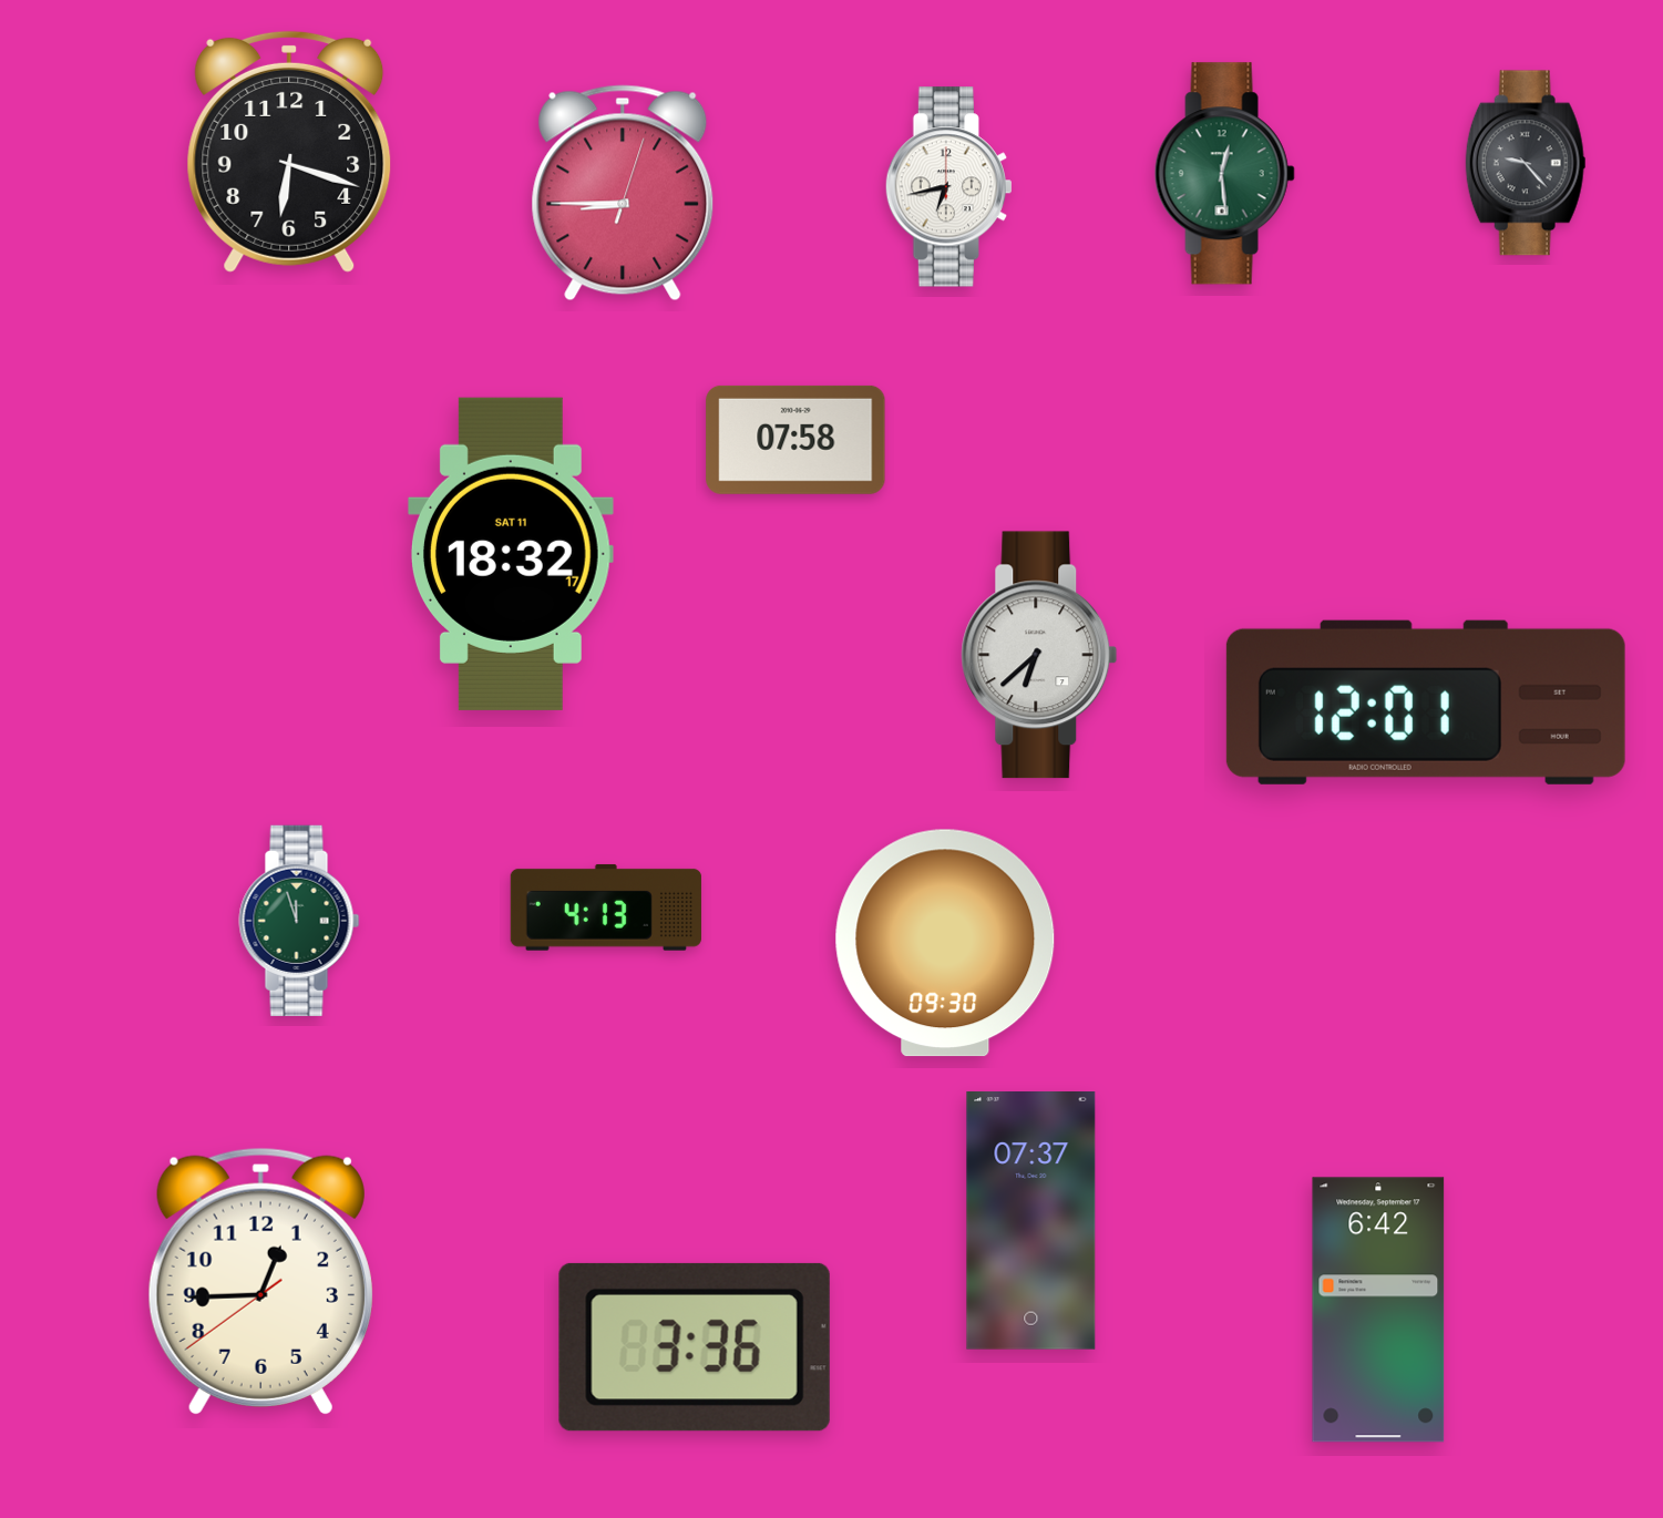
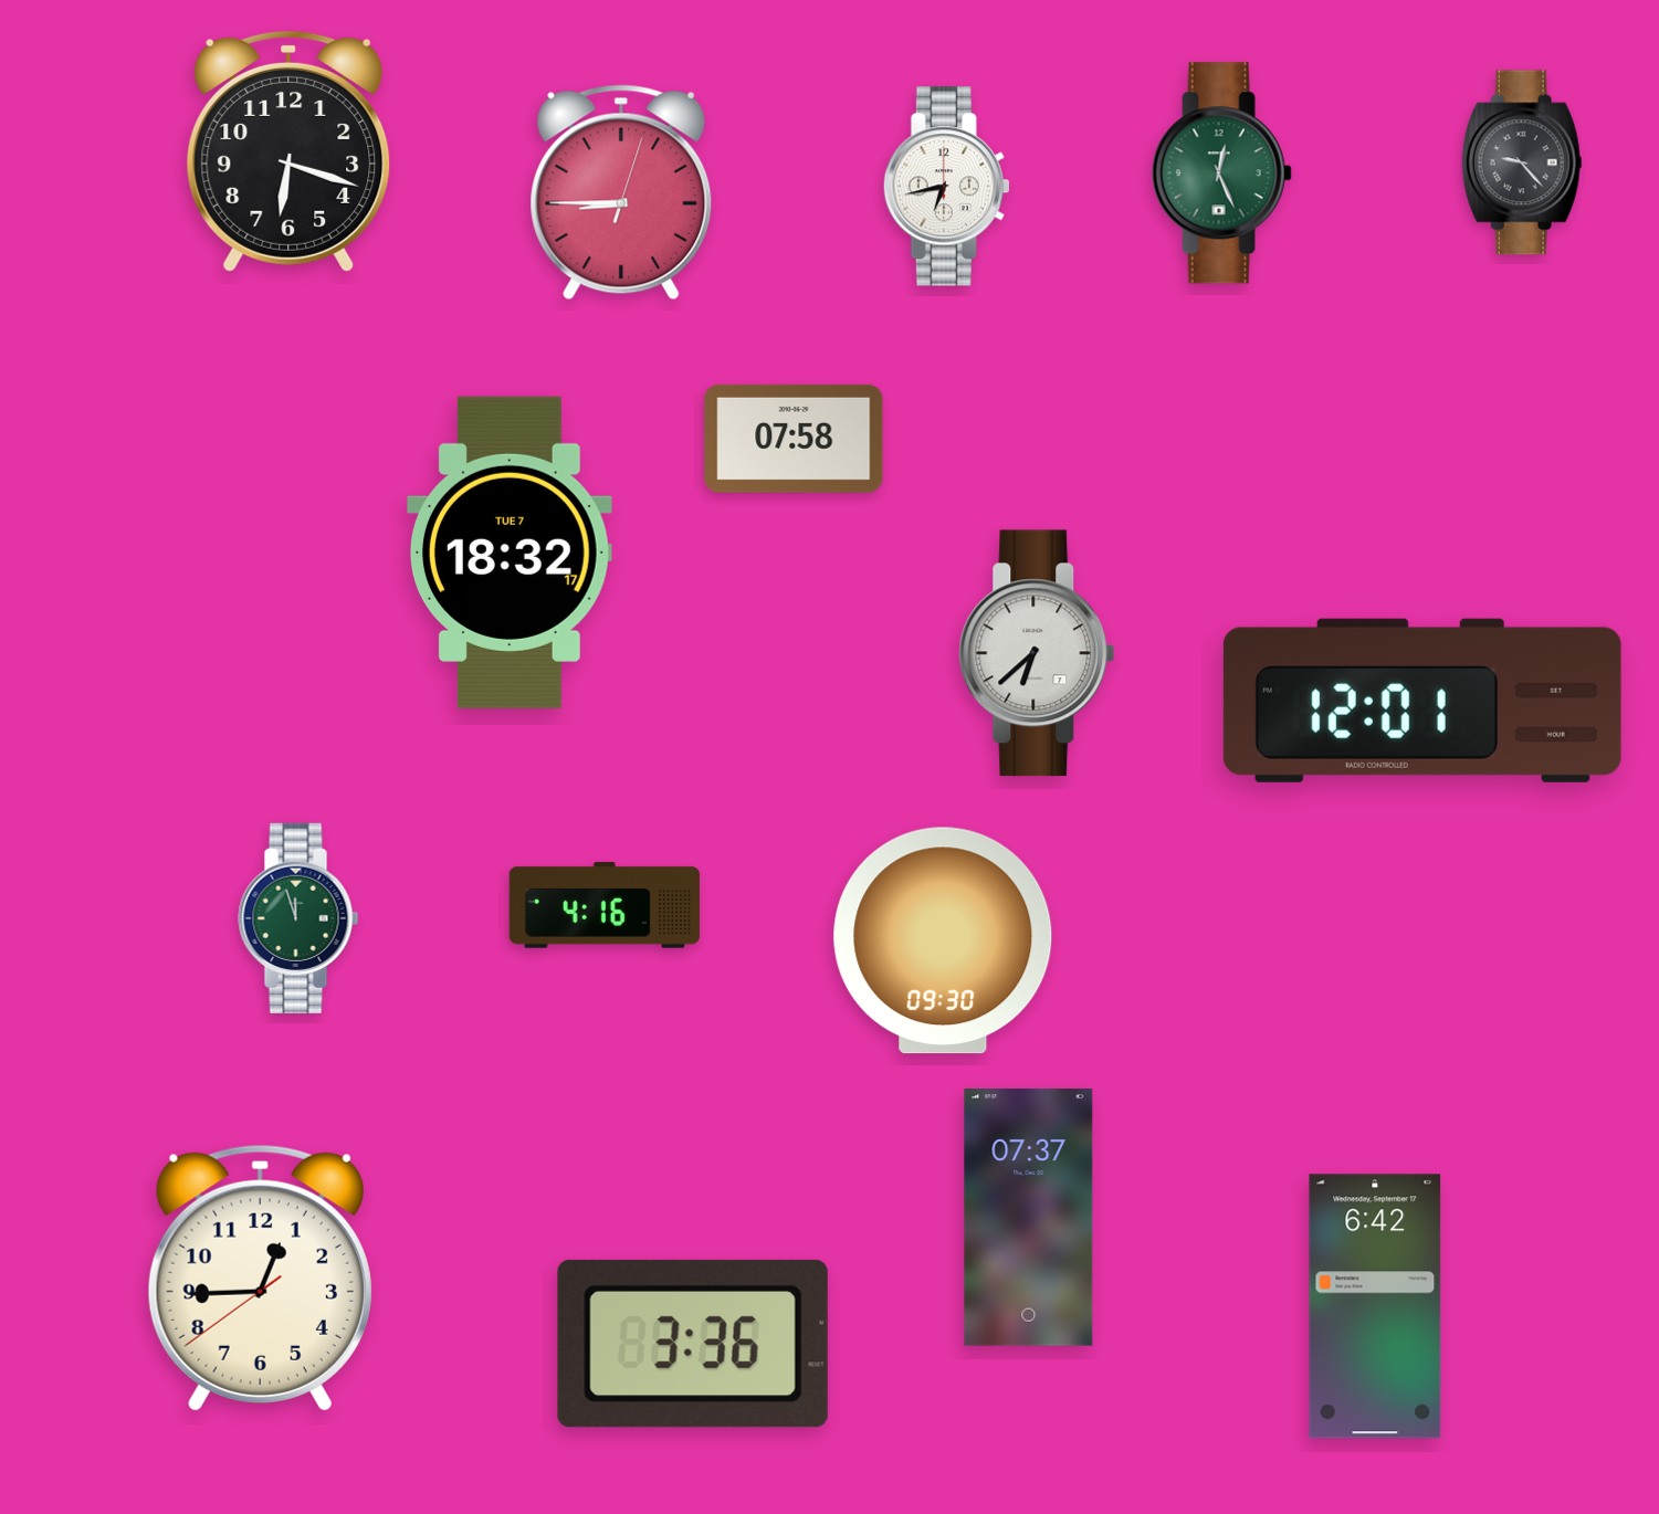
clock at (1224, 174): 12:29 -> 12:26
clock at (511, 554) date: SAT 11 -> TUE 7
clock at (606, 907): 4:13 -> 4:16
